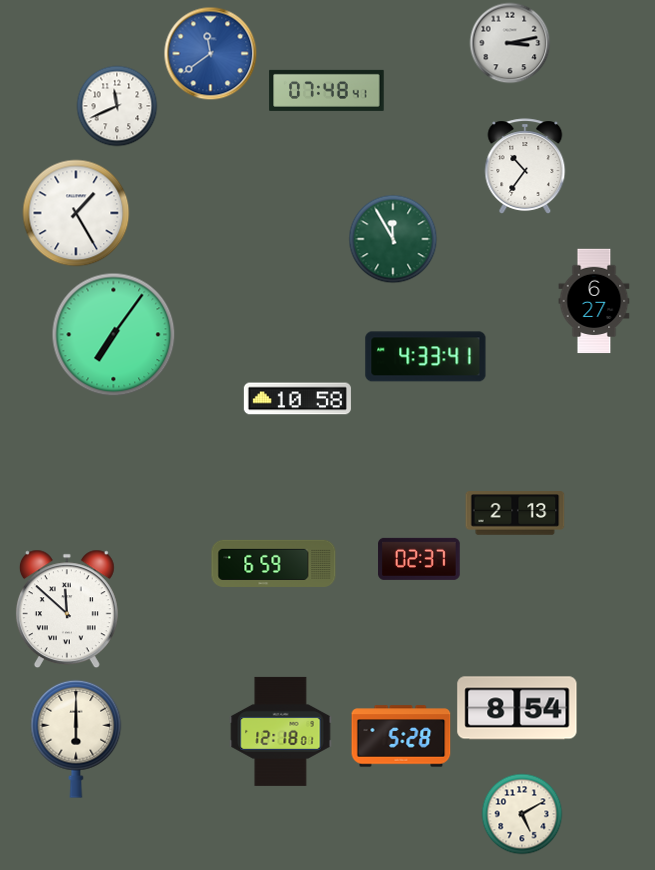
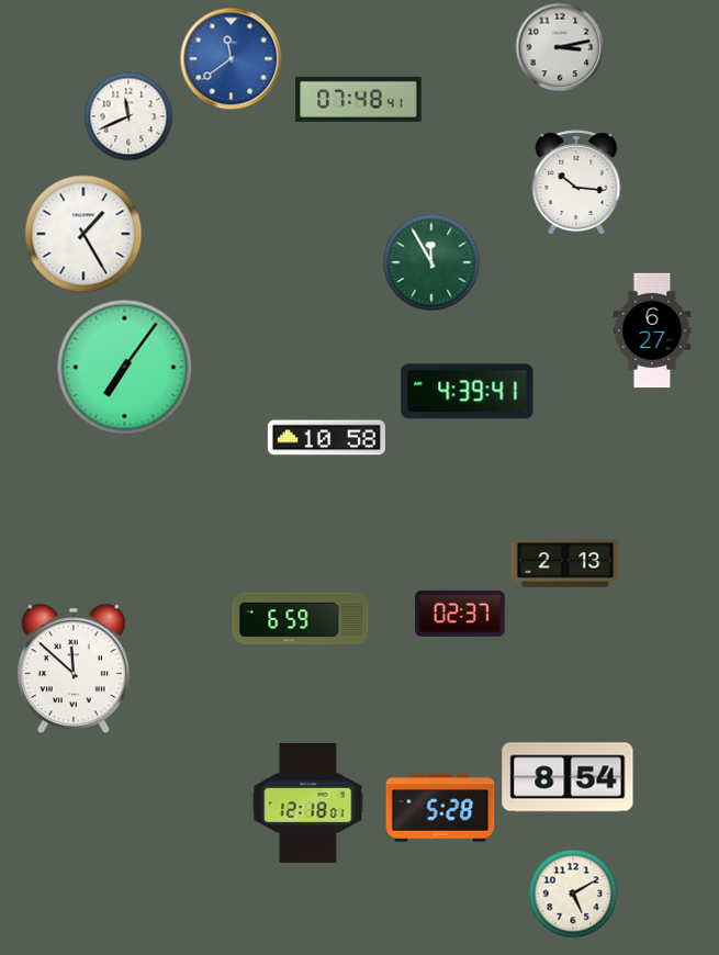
clock at (525, 166): 10:36 -> 10:16
clock at (426, 357): 4:33 -> 4:39
clock at (76, 739): 6:00 -> none
